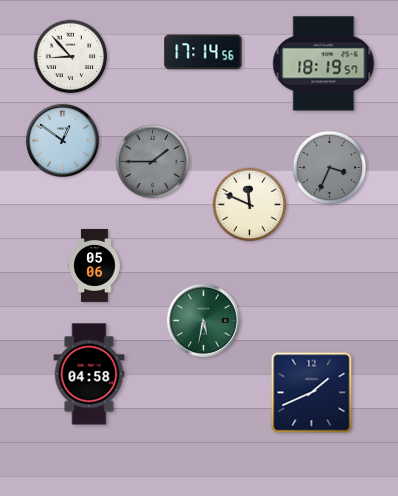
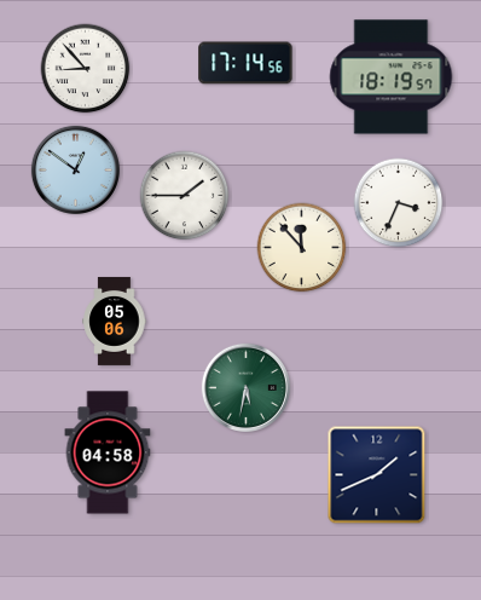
clock at (153, 162) dial: grey -> white
clock at (330, 168) dial: grey -> white
clock at (250, 205): 11:49 -> 11:53
